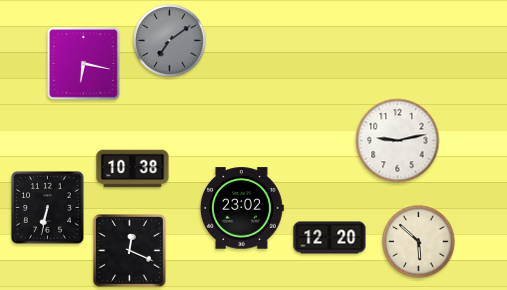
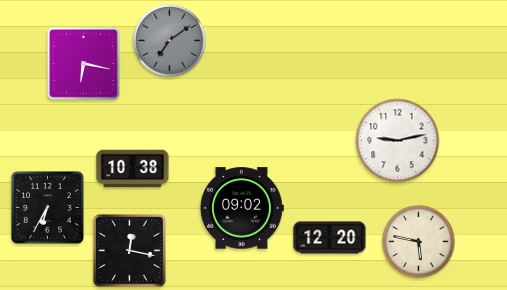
clock at (48, 208): 6:32 -> 6:35
clock at (242, 208): 23:02 -> 09:02
clock at (419, 242): 5:52 -> 5:47
clock at (130, 251): 12:19 -> 12:17
